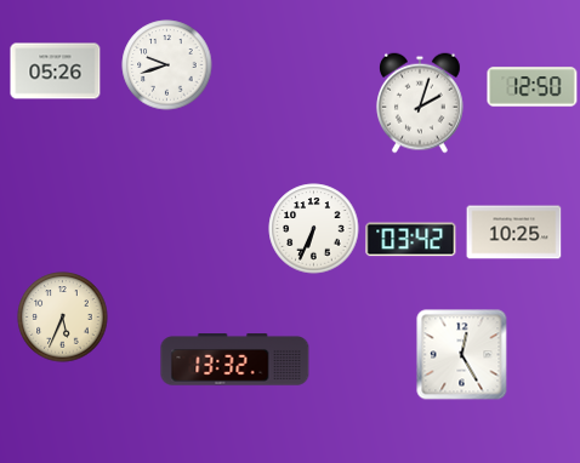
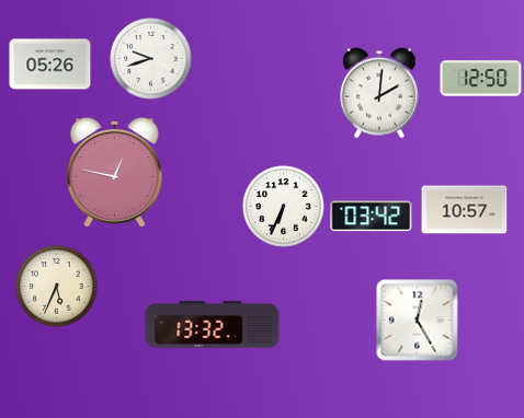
clock at (421, 103): 2:03 -> 2:01
clock at (114, 173): none -> 12:47
clock at (514, 233): 10:25 -> 10:57
